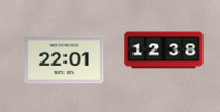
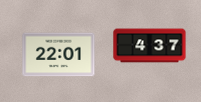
clock at (164, 51): 12:38 -> 4:37
